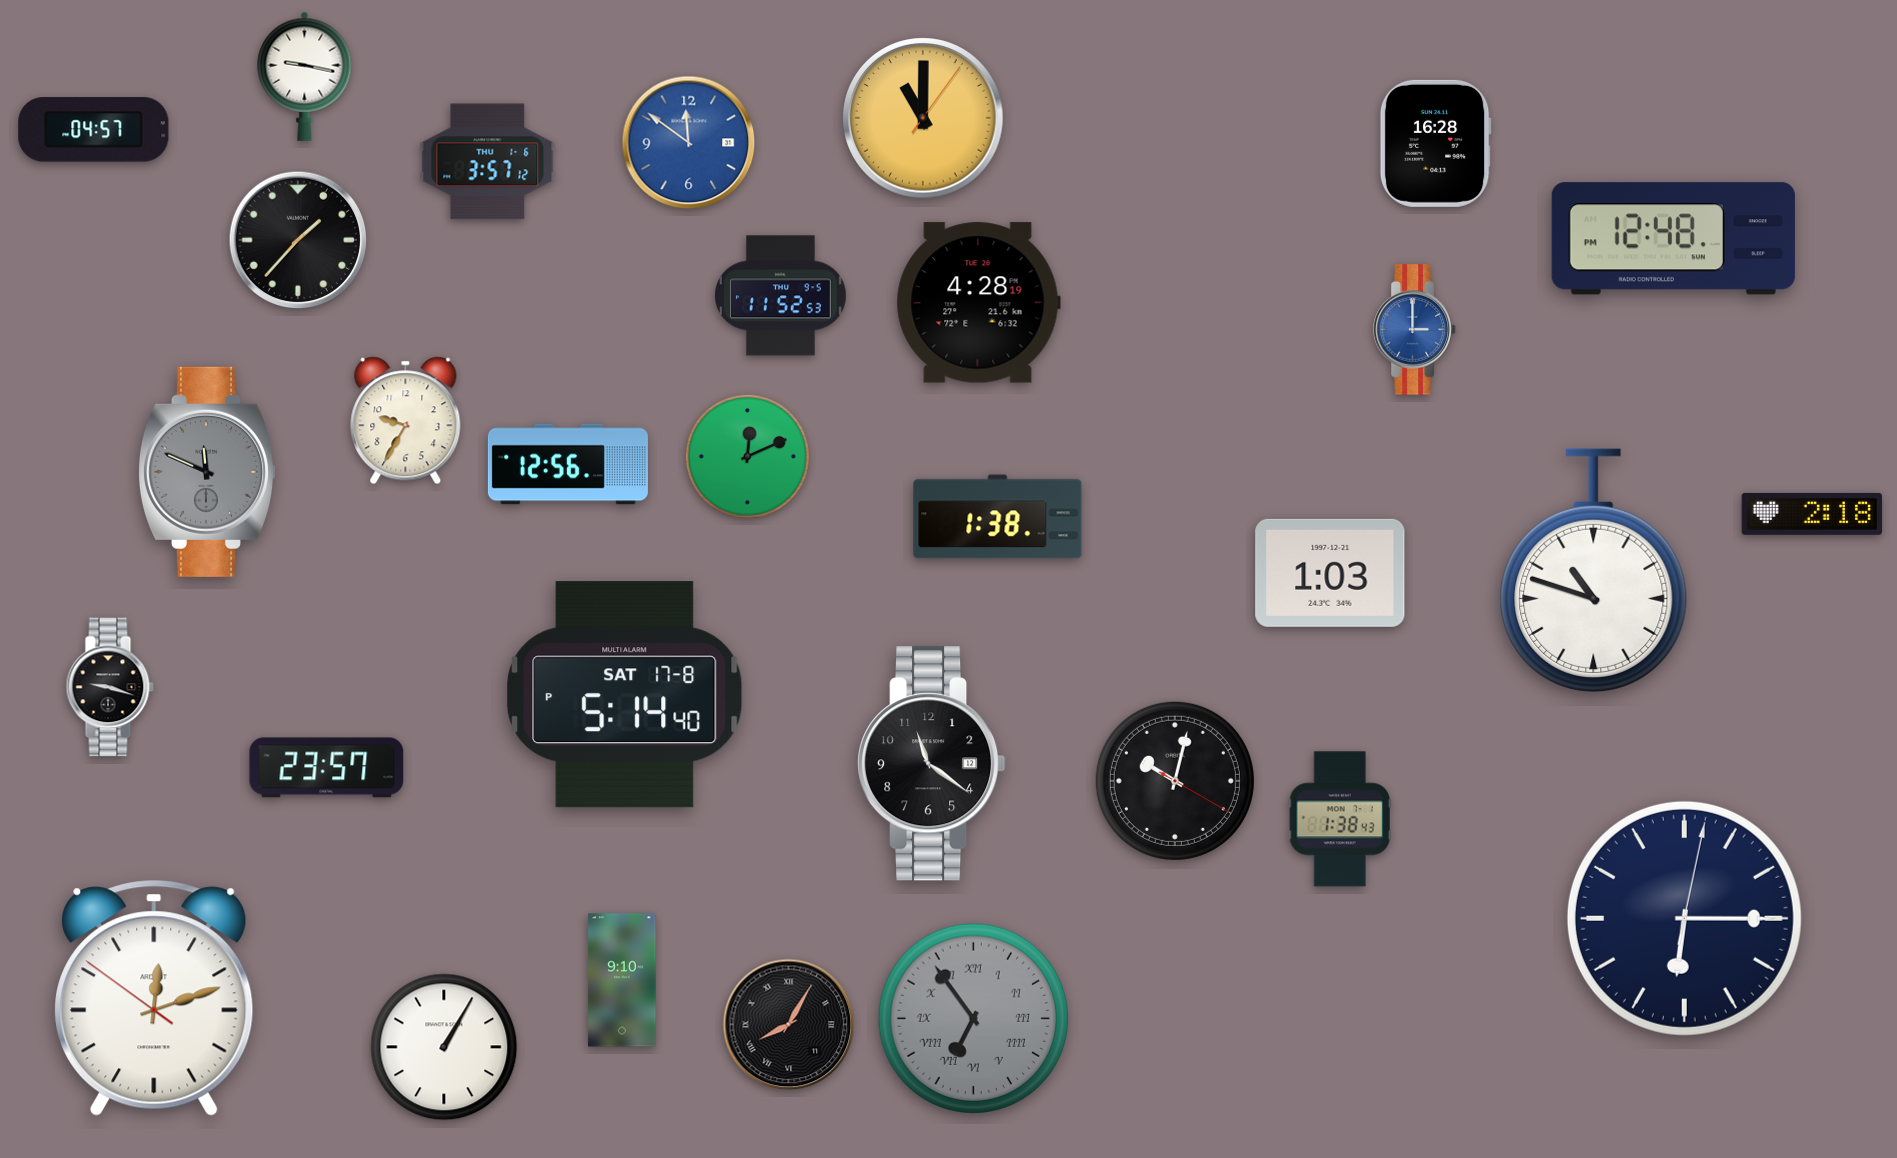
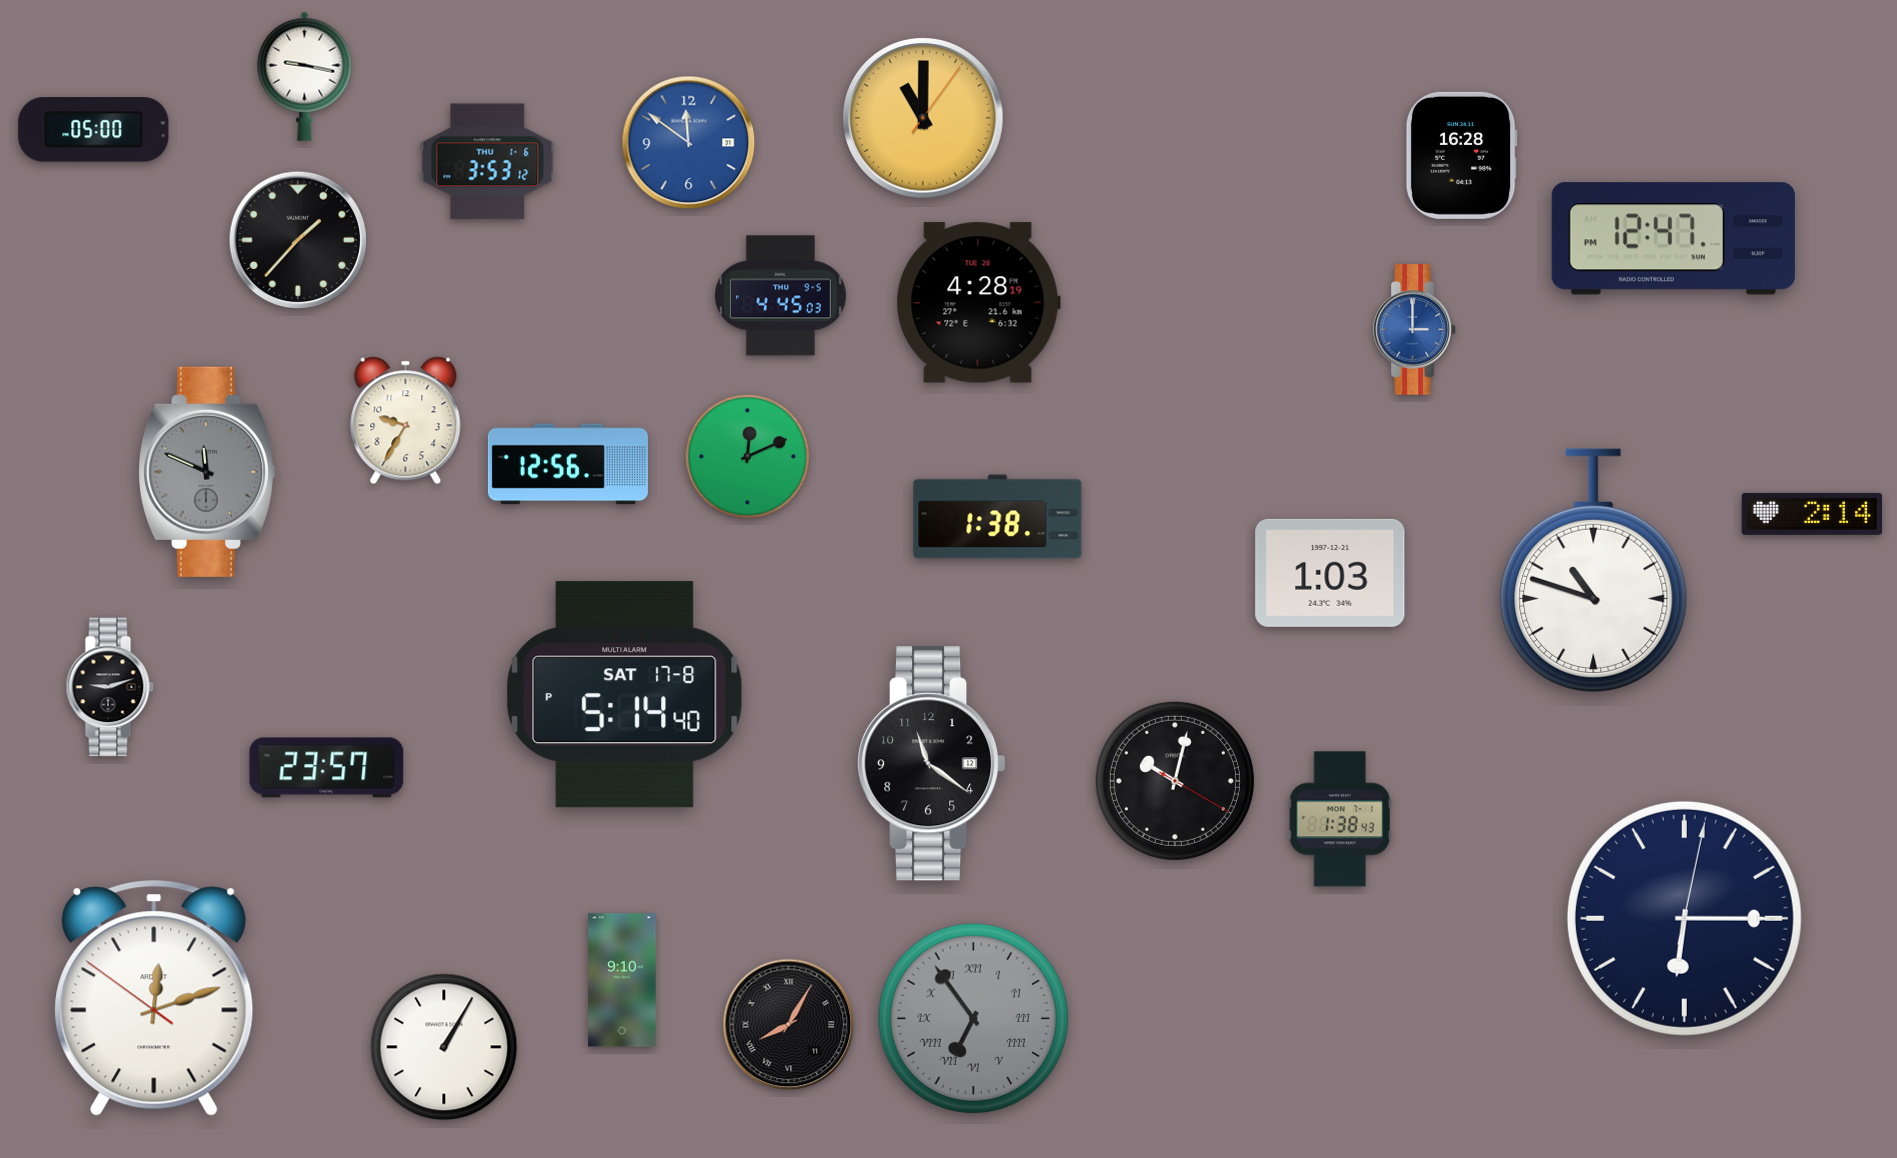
clock at (94, 130): 04:57 -> 05:00
clock at (1435, 143) position: (1435, 143) -> (1461, 155)
clock at (488, 162): 3:57 -> 3:53
clock at (1673, 239): 12:48 -> 12:47
clock at (781, 296): 11:52 -> 4:45
clock at (1812, 514): 2:18 -> 2:14
clock at (110, 687): 9:18 -> 9:12
